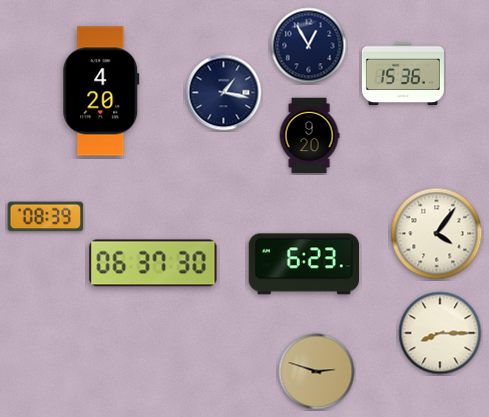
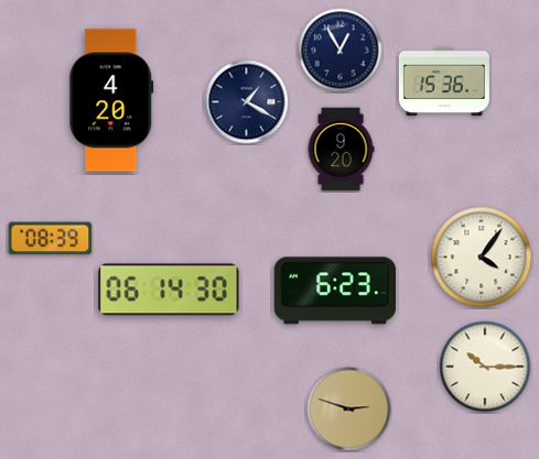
clock at (224, 93): 1:17 -> 1:20
clock at (153, 263): 06:37 -> 06:14
clock at (440, 333): 8:15 -> 10:15
